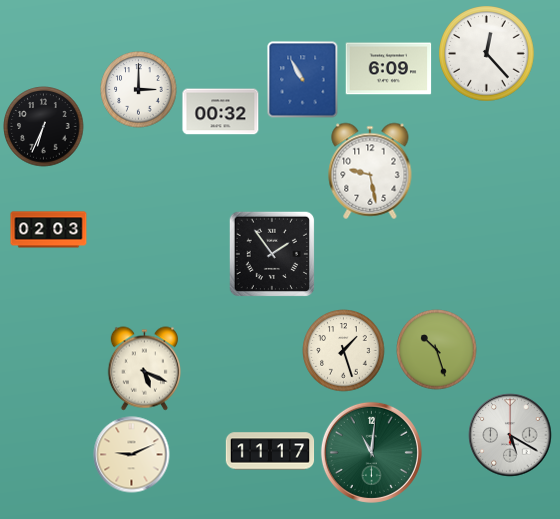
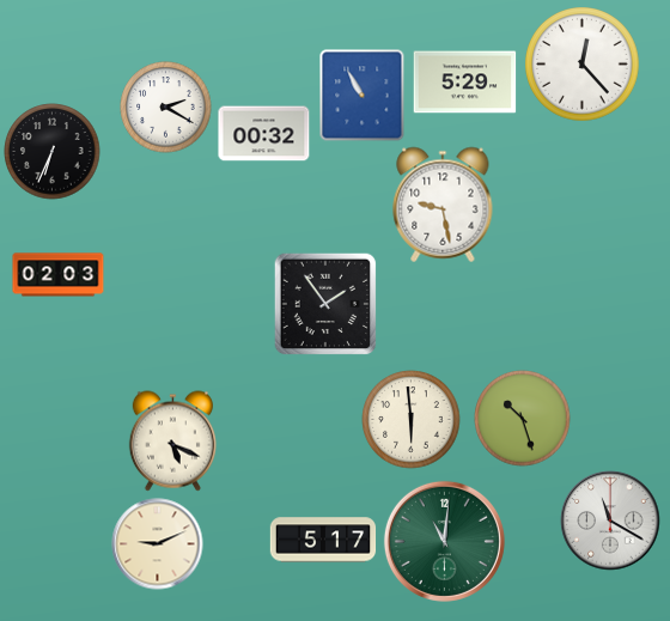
clock at (389, 69): 6:09 -> 5:29
clock at (139, 90): 3:00 -> 2:20
clock at (344, 351): 1:27 -> 5:59
clock at (510, 435): 5:20 -> 11:20
clock at (270, 451): 11:17 -> 5:17
